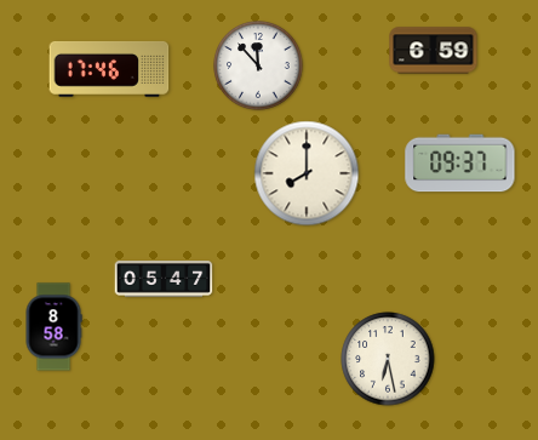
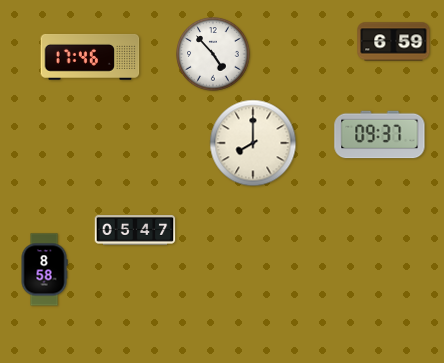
clock at (434, 51) position: (434, 51) -> (394, 42)
clock at (258, 65): 11:53 -> 4:53
clock at (388, 359): 6:28 -> none
